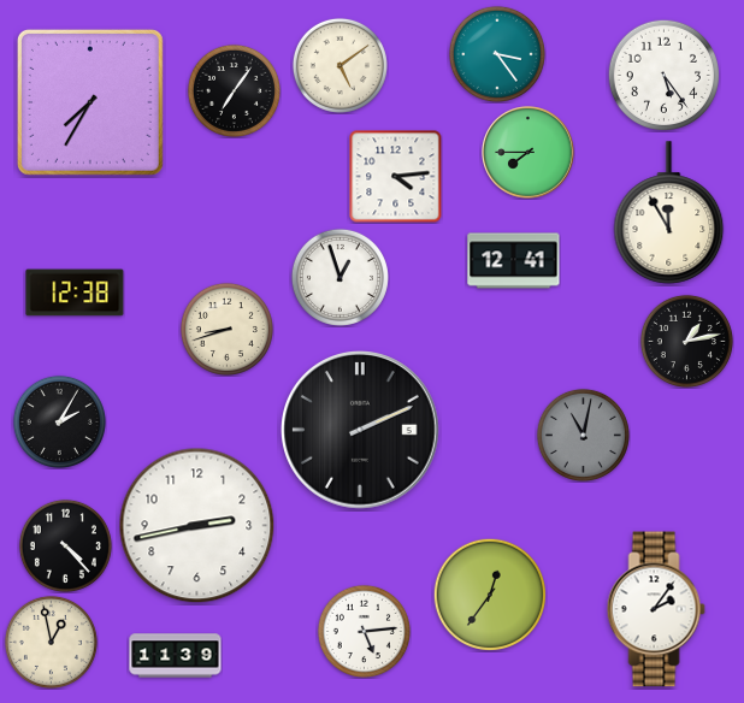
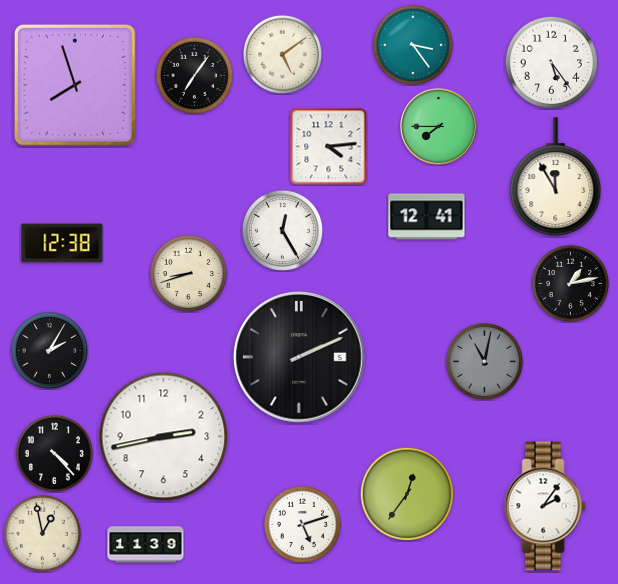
clock at (90, 102): 7:35 -> 7:57
clock at (339, 277): 12:57 -> 12:25
clock at (364, 631): 5:14 -> 5:12
